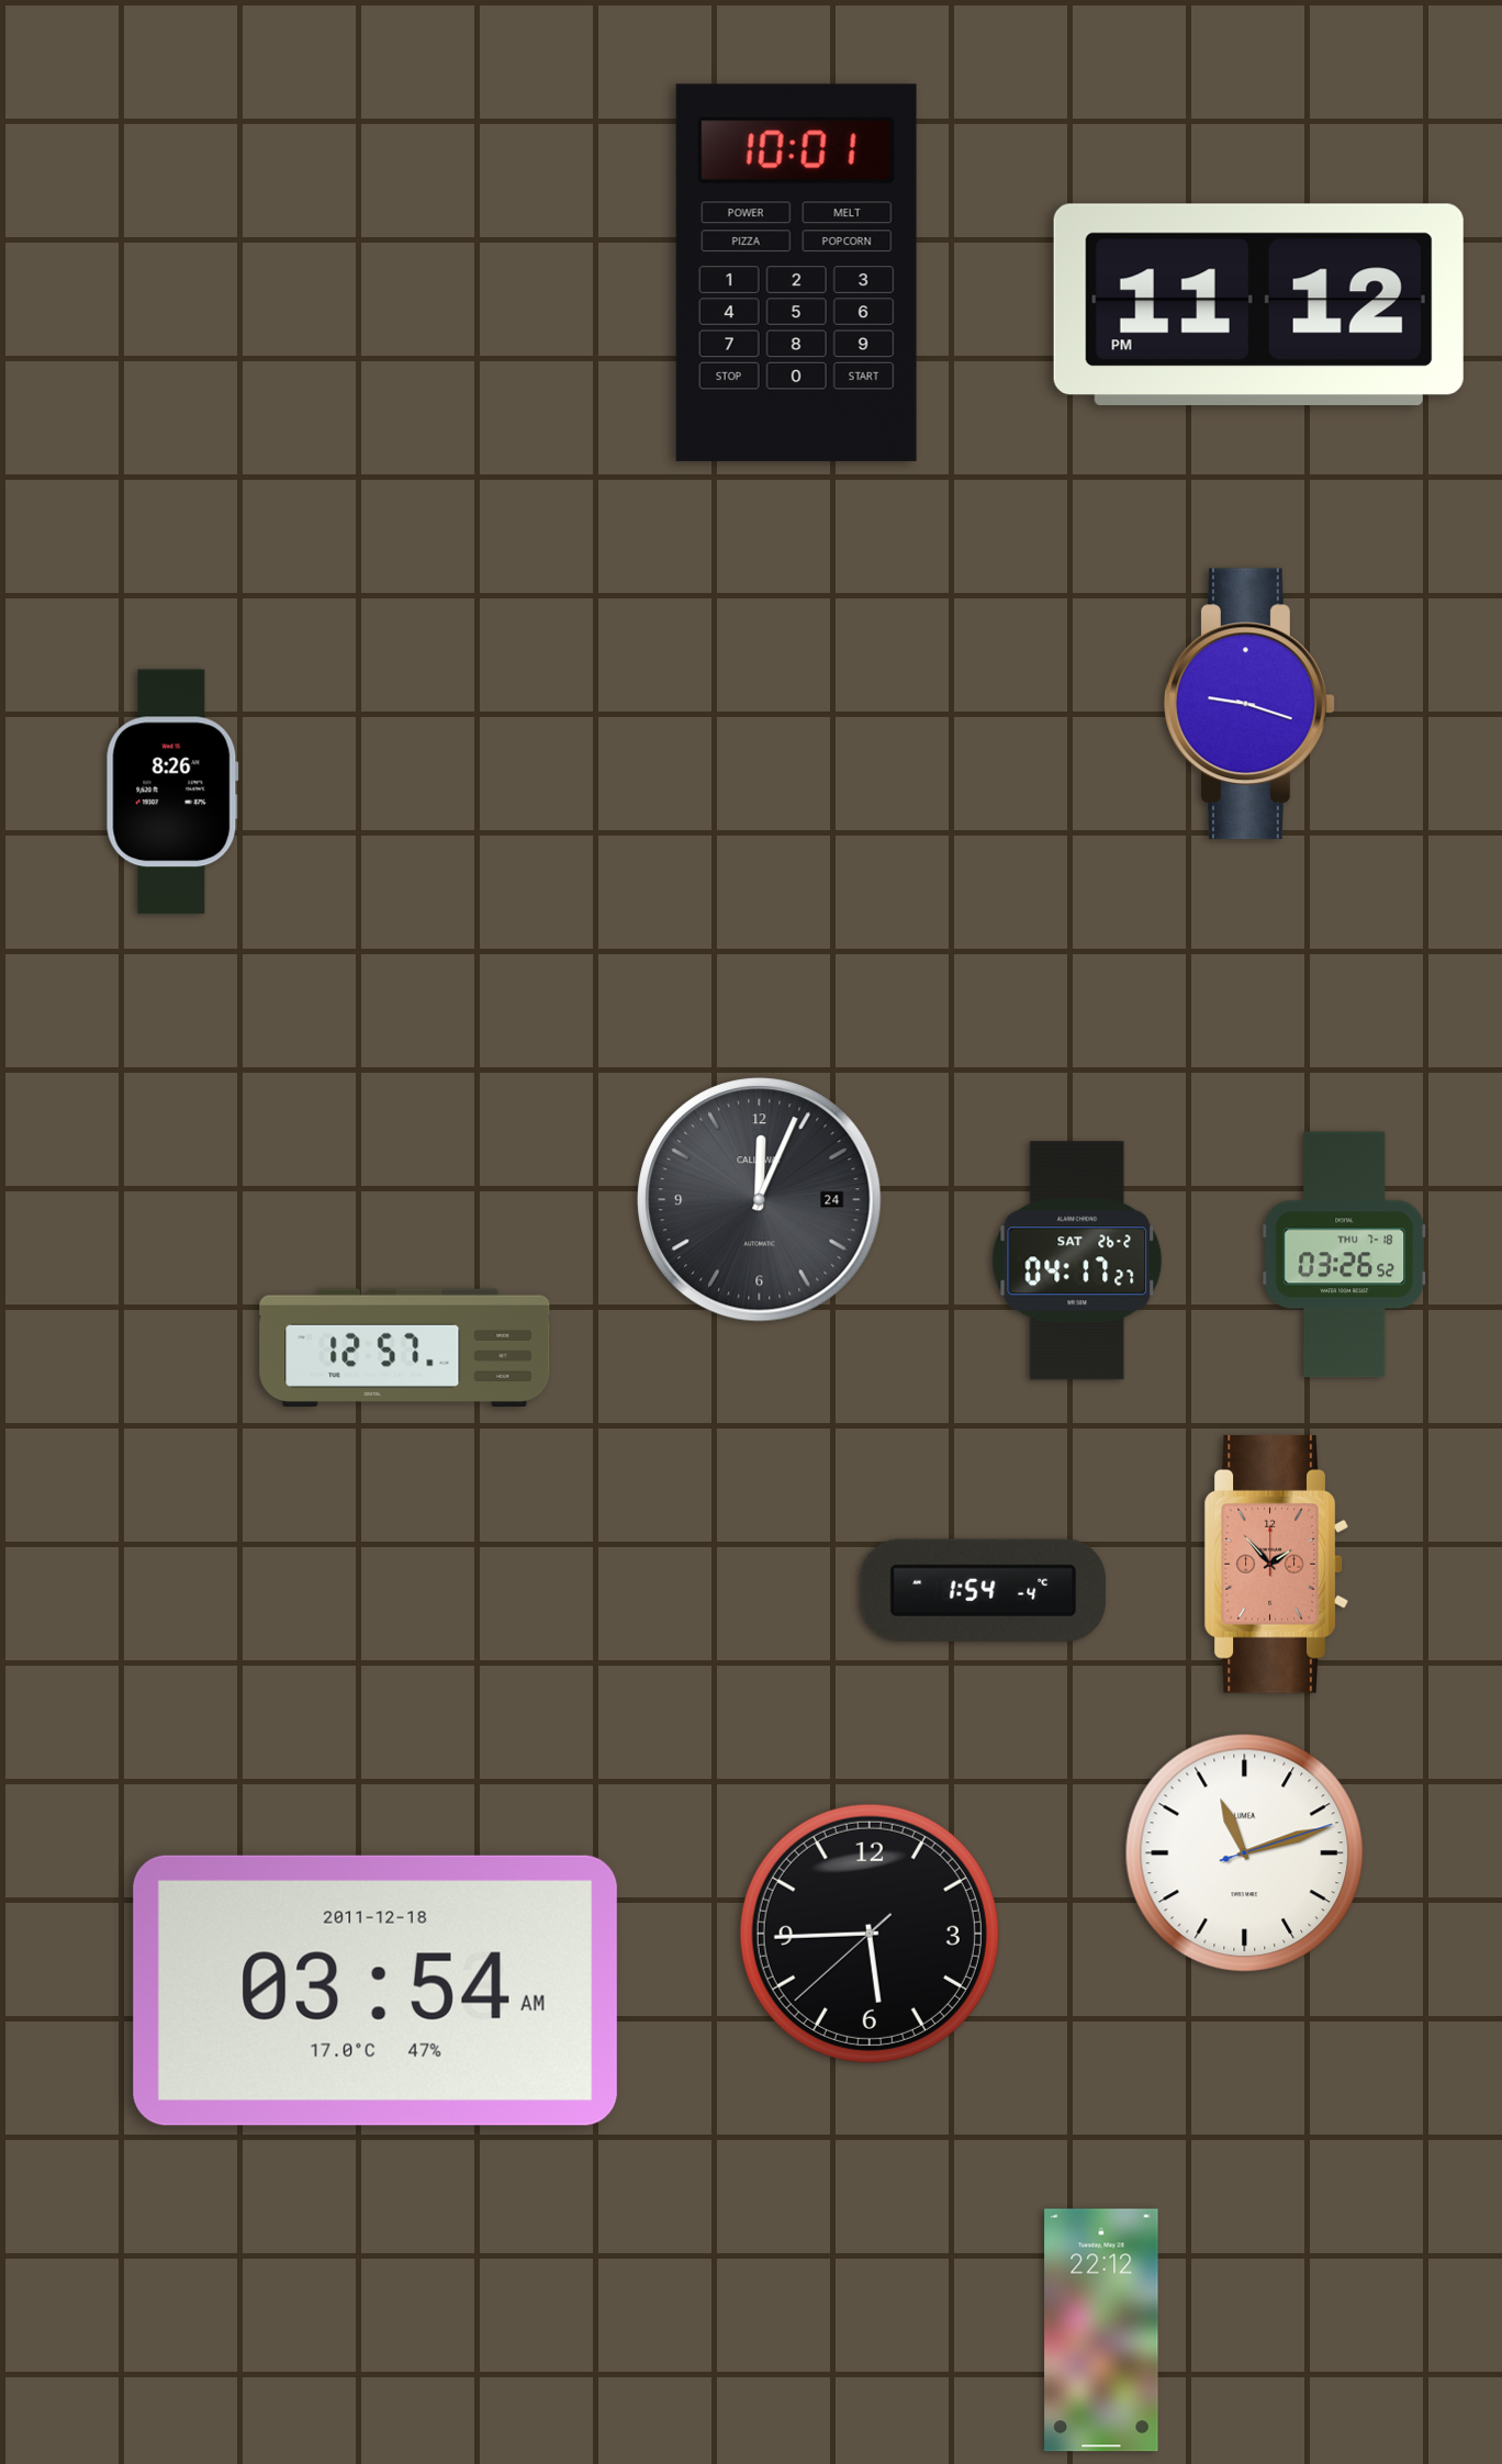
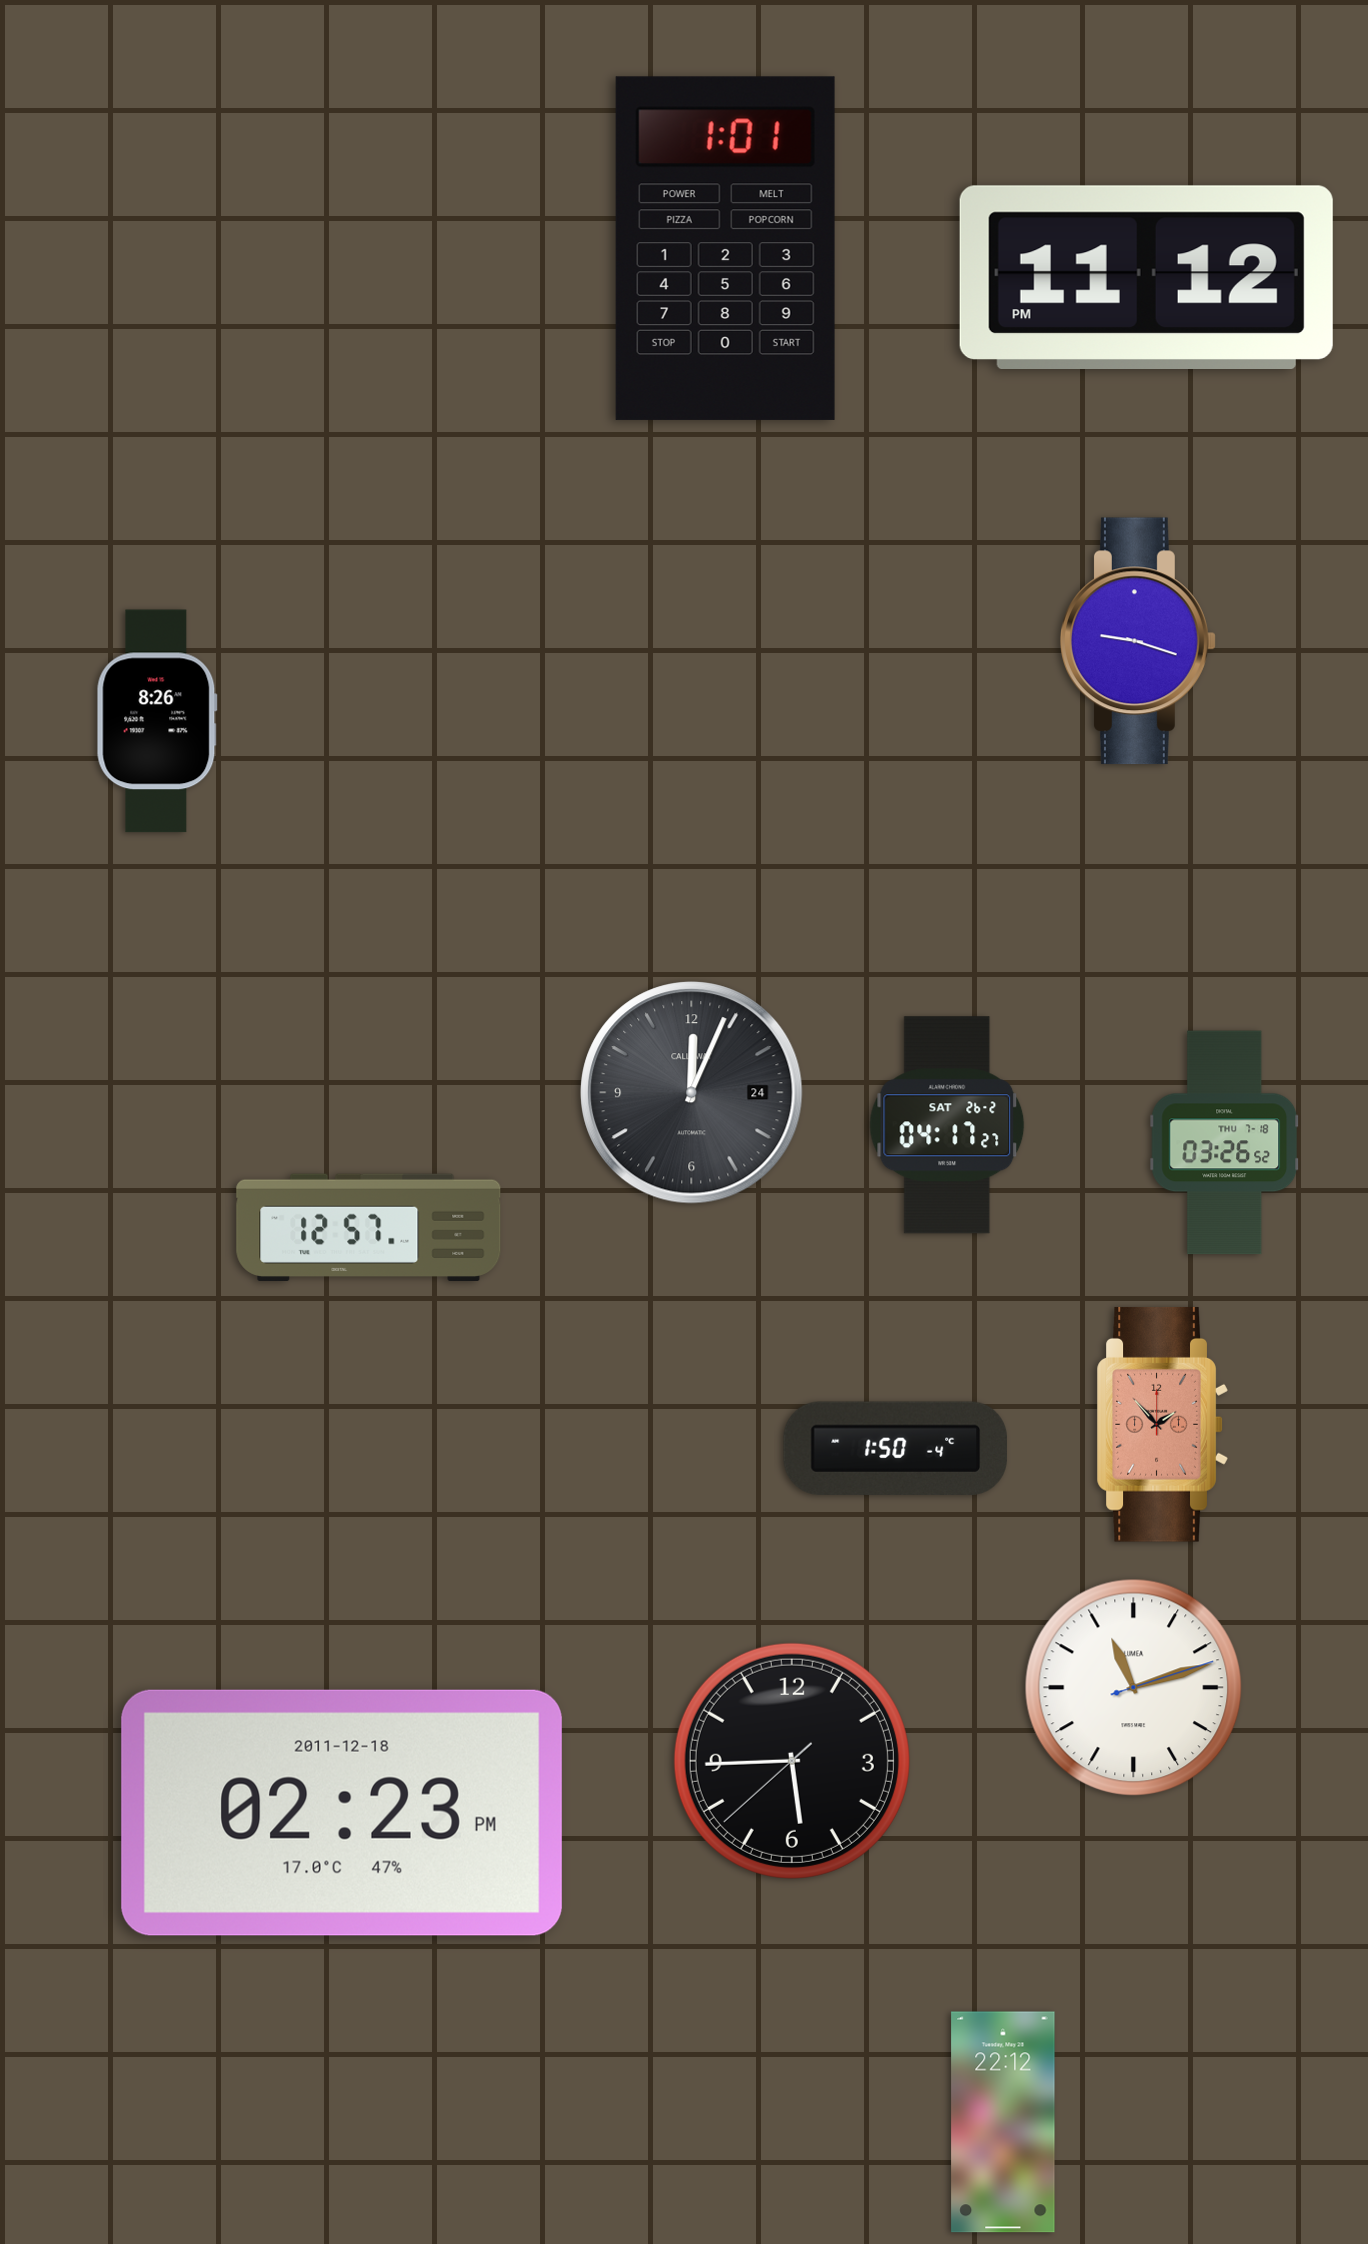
clock at (796, 272): 10:01 -> 1:01
clock at (1077, 1261) position: (1077, 1261) -> (947, 1125)
clock at (983, 1590): 1:54 -> 1:50
clock at (375, 1991): 03:54 -> 02:23
